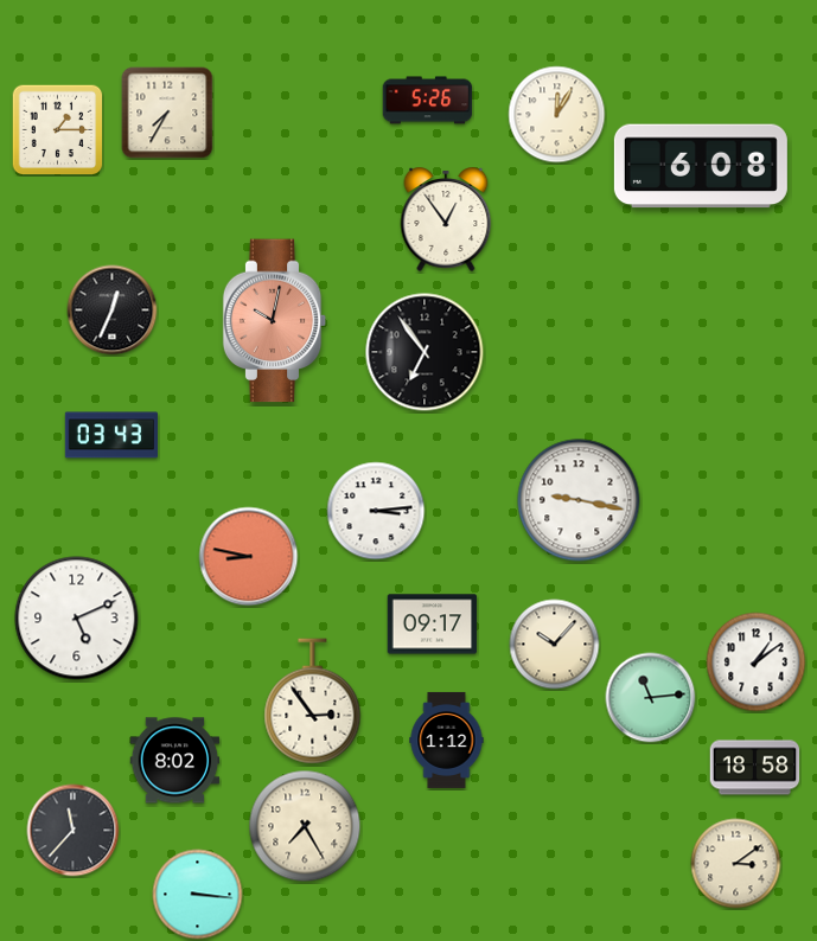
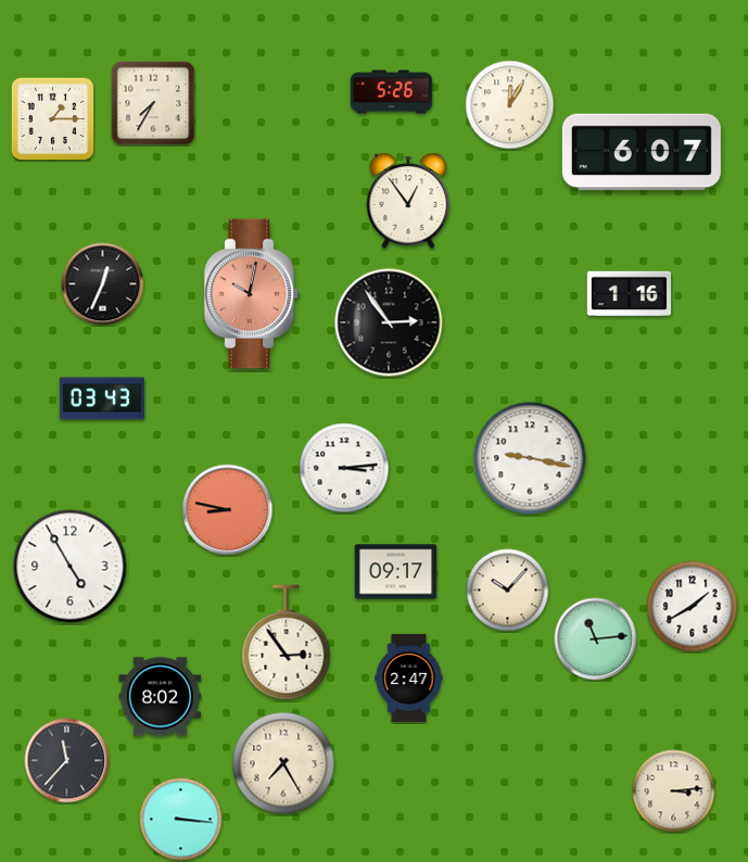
clock at (701, 166): 6:08 -> 6:07
clock at (630, 294): none -> 1:16
clock at (425, 352): 6:54 -> 2:54
clock at (77, 619): 5:11 -> 4:55
clock at (757, 662): 1:09 -> 1:40
clock at (447, 740): 1:12 -> 2:47
clock at (755, 768): 18:58 -> none
clock at (305, 826) position: (305, 826) -> (283, 763)
clock at (736, 864): 3:09 -> 3:14
